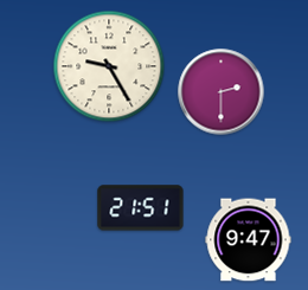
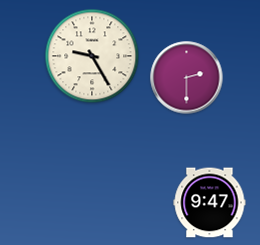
clock at (141, 208): 21:51 -> none
